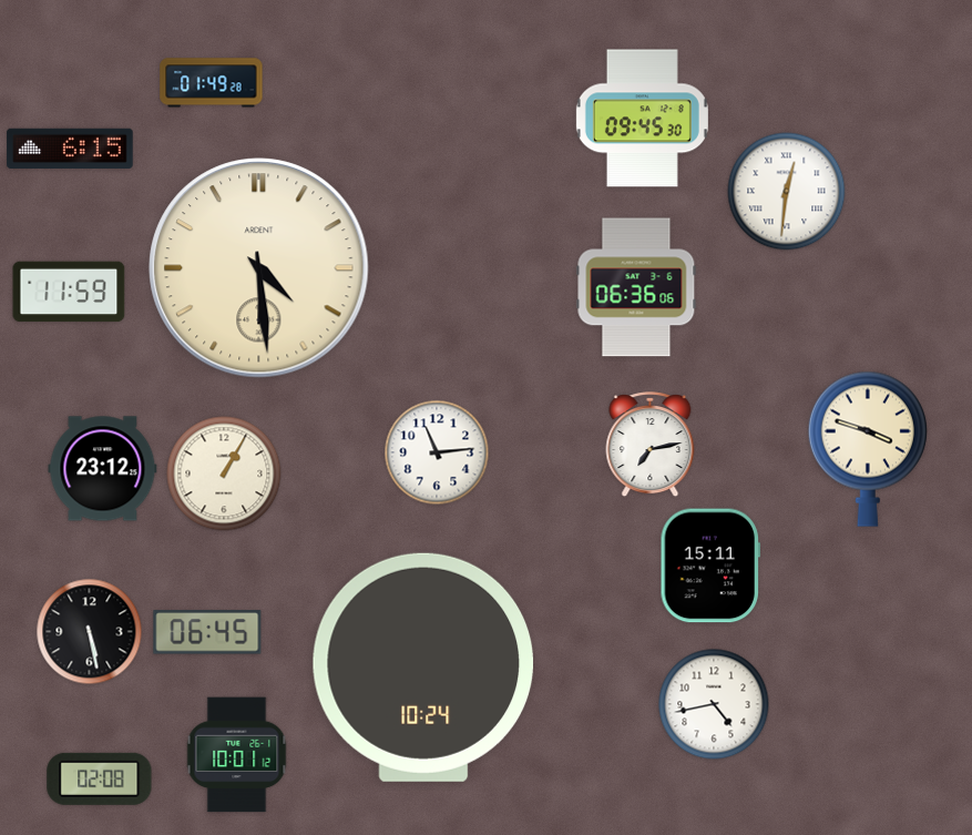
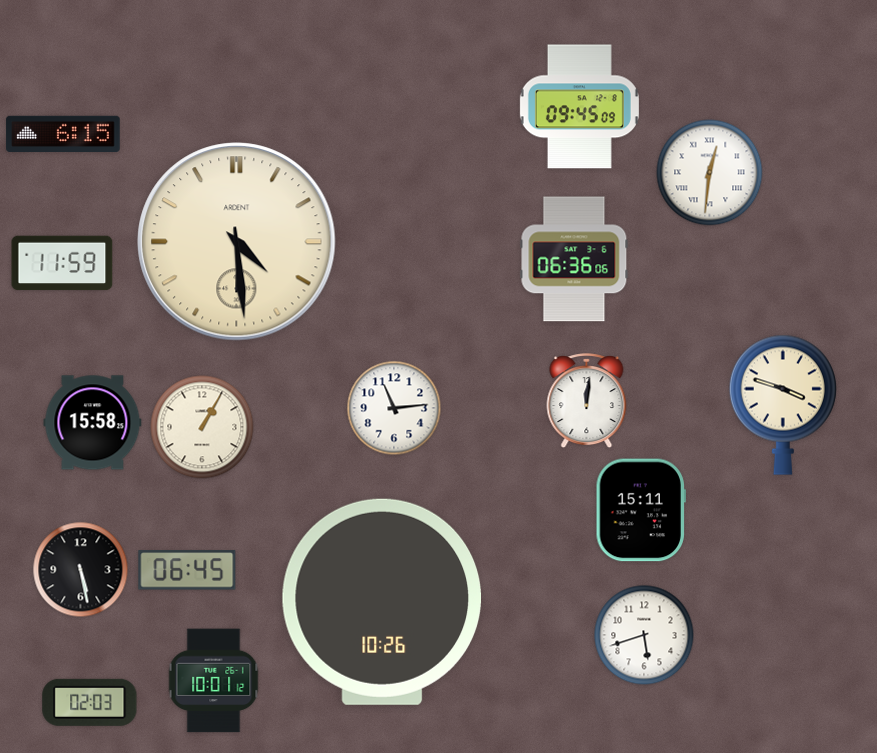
clock at (212, 83): 01:49 -> none
clock at (642, 119): 09:45:30 -> 09:45:09
clock at (259, 268) position: (259, 268) -> (237, 242)
clock at (651, 445): 7:13 -> 12:01
clock at (103, 469): 23:12 -> 15:58
clock at (422, 668): 10:24 -> 10:26
clock at (714, 704): 4:43 -> 5:42
clock at (100, 778): 02:08 -> 02:03
